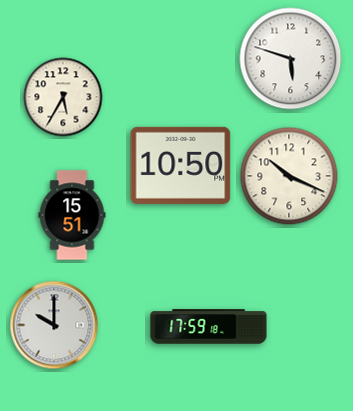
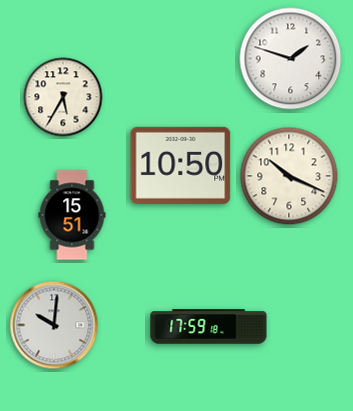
clock at (291, 59): 5:48 -> 1:48
clock at (54, 325): 10:00 -> 10:01
